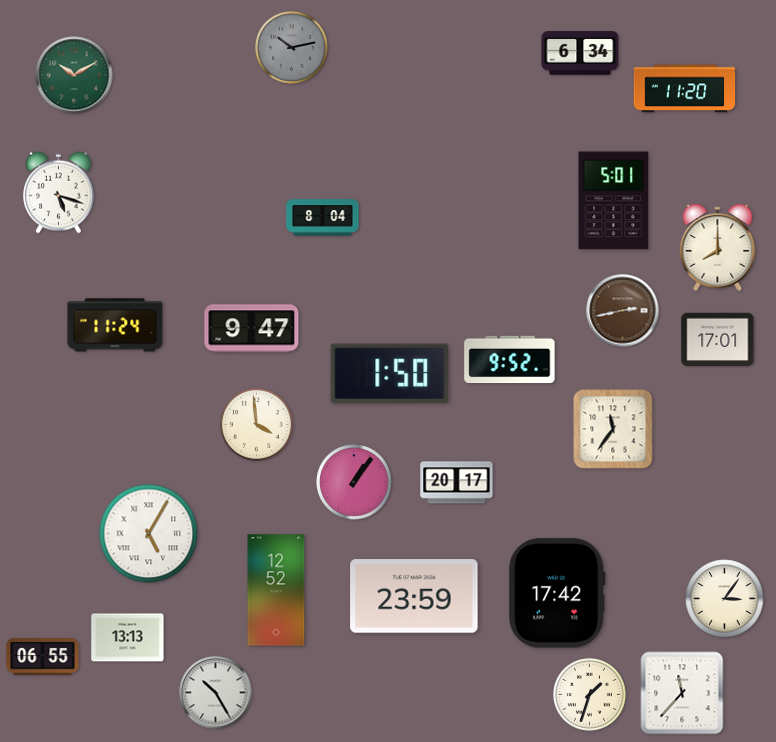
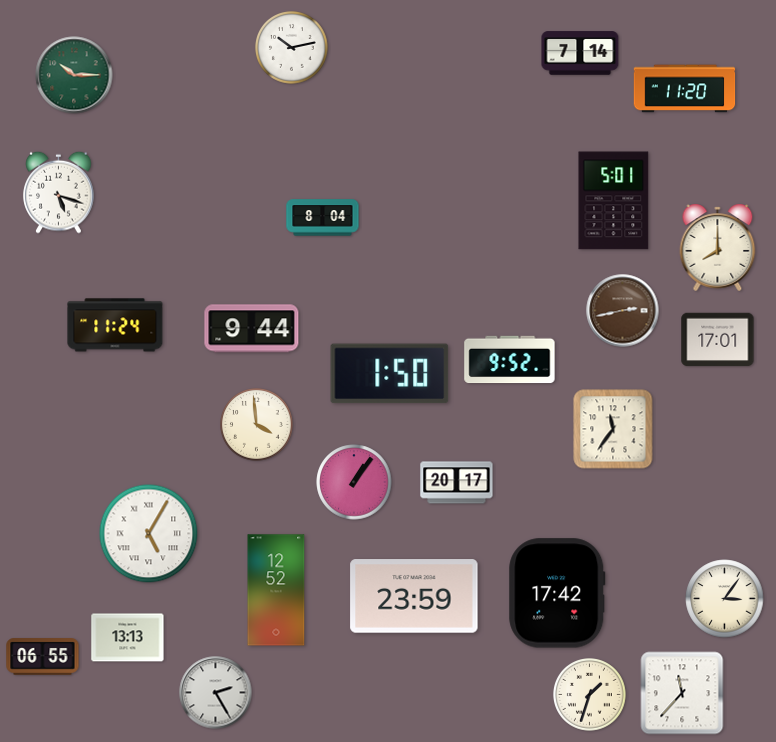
clock at (292, 48) dial: grey -> white
clock at (580, 53): 6:34 -> 7:14
clock at (74, 75): 10:10 -> 10:15
clock at (252, 329): 9:47 -> 9:44
clock at (216, 693): 10:25 -> 2:25
